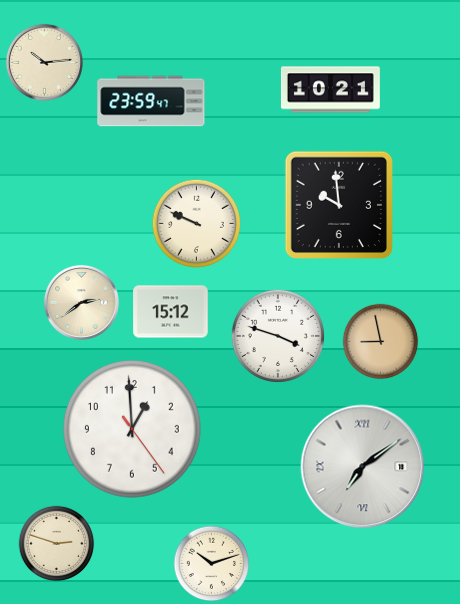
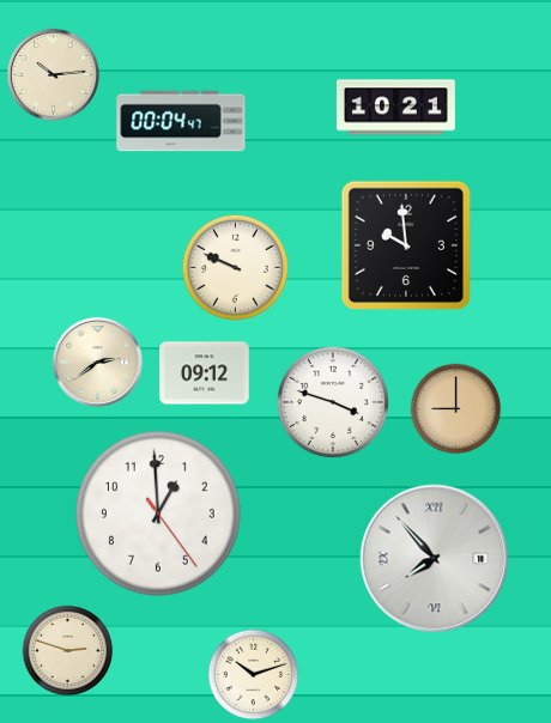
clock at (151, 101): 23:59 -> 00:04
clock at (171, 312): 15:12 -> 09:12
clock at (381, 342): 8:58 -> 9:00
clock at (363, 467): 7:09 -> 7:53
